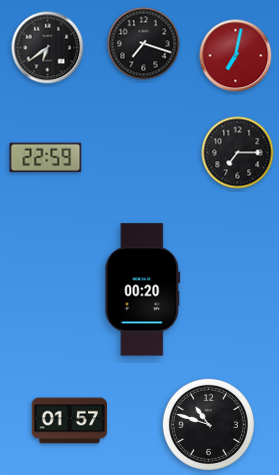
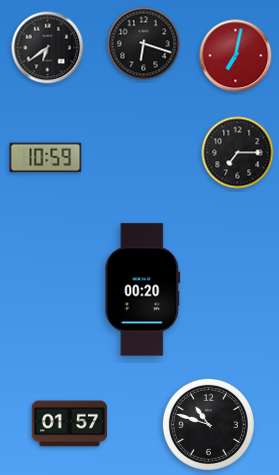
clock at (144, 44): 7:18 -> 6:18
clock at (46, 158): 22:59 -> 10:59
clock at (69, 421) position: (69, 421) -> (69, 424)
